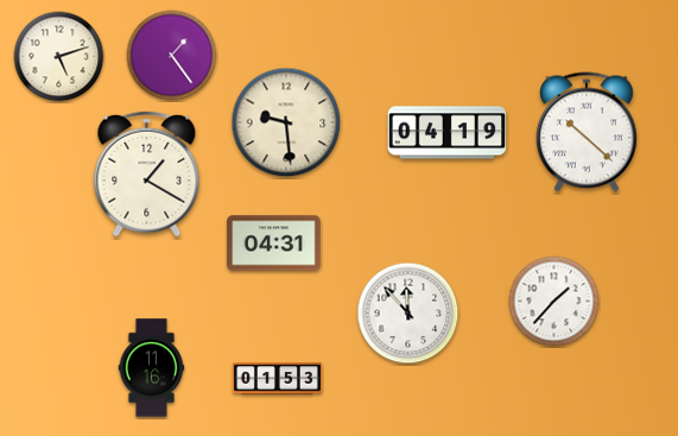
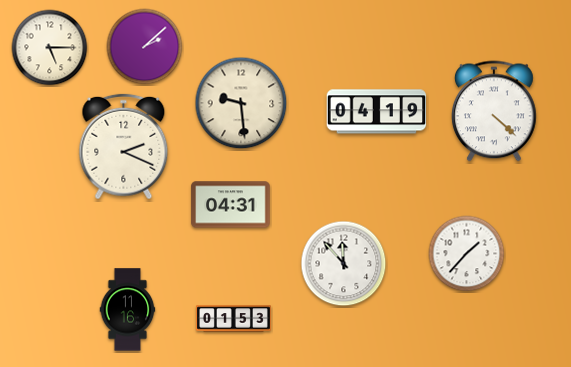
clock at (172, 56): 1:24 -> 2:08
clock at (59, 57): 5:12 -> 5:15
clock at (587, 132): 10:22 -> 4:22
clock at (147, 175): 1:20 -> 2:19
